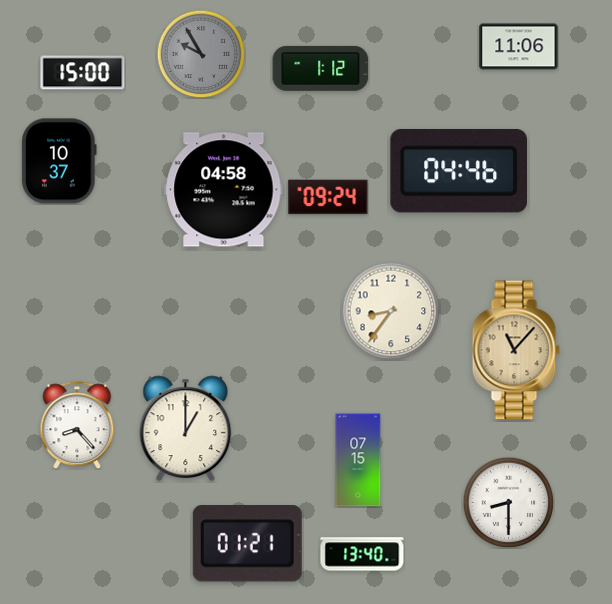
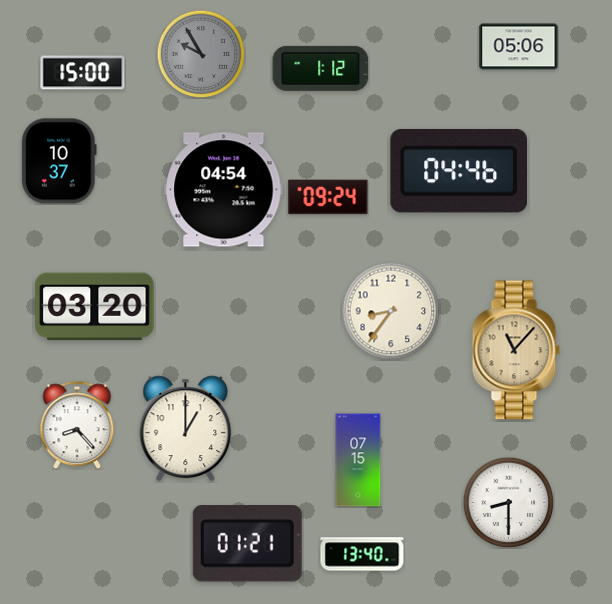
clock at (519, 47): 11:06 -> 05:06
clock at (224, 190): 04:58 -> 04:54
clock at (95, 307): none -> 03:20
